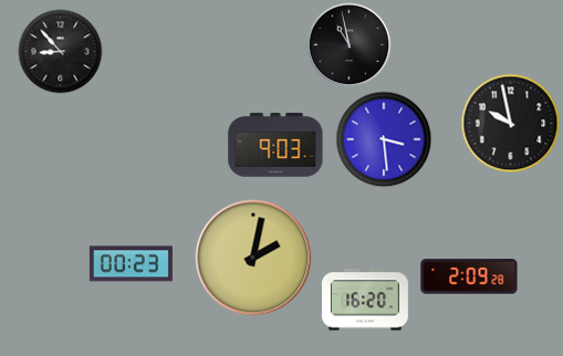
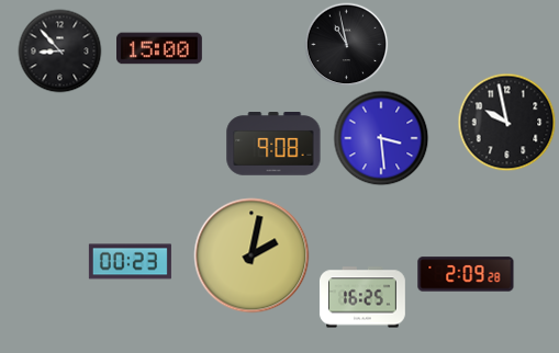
clock at (160, 48): none -> 15:00
clock at (275, 146): 9:03 -> 9:08
clock at (365, 300): 16:20 -> 16:25
